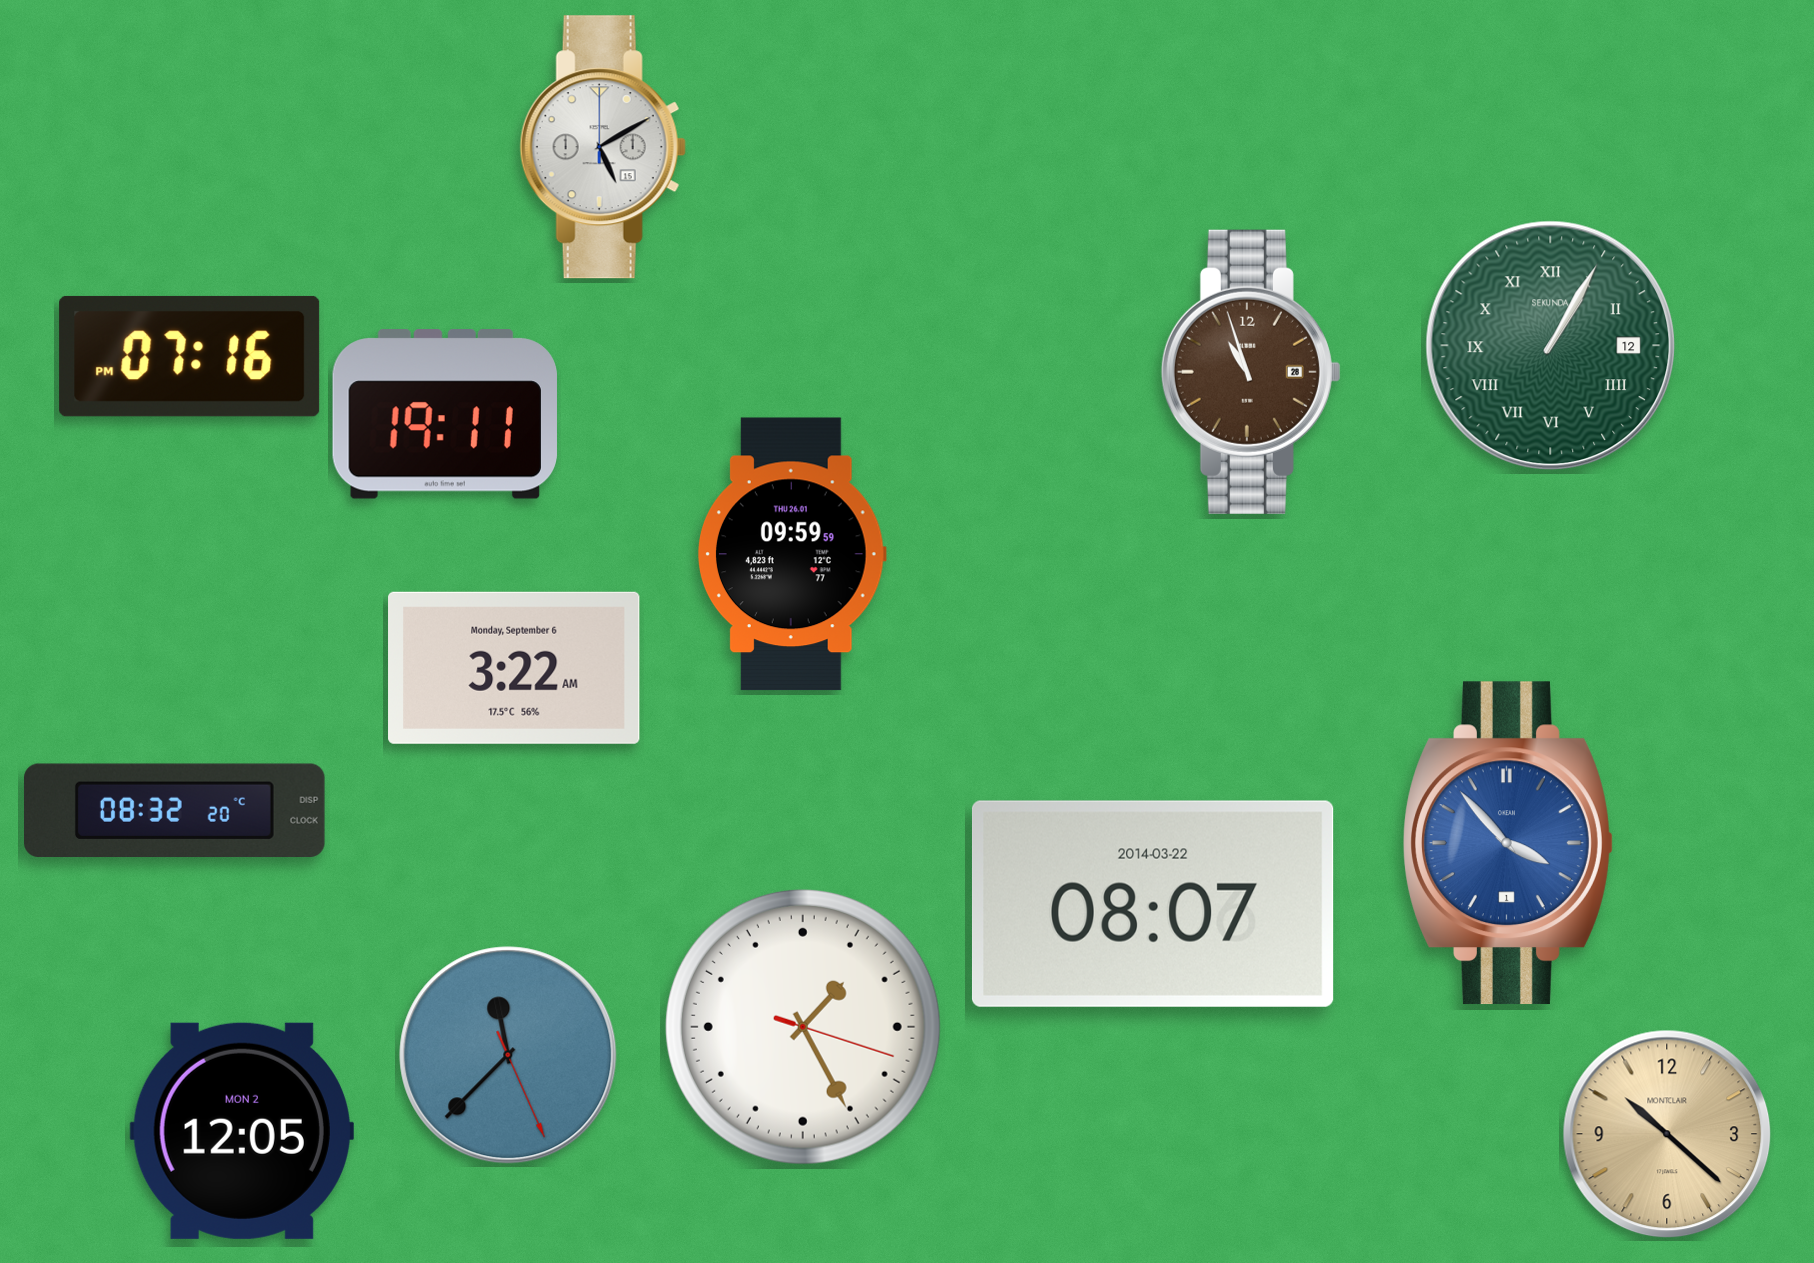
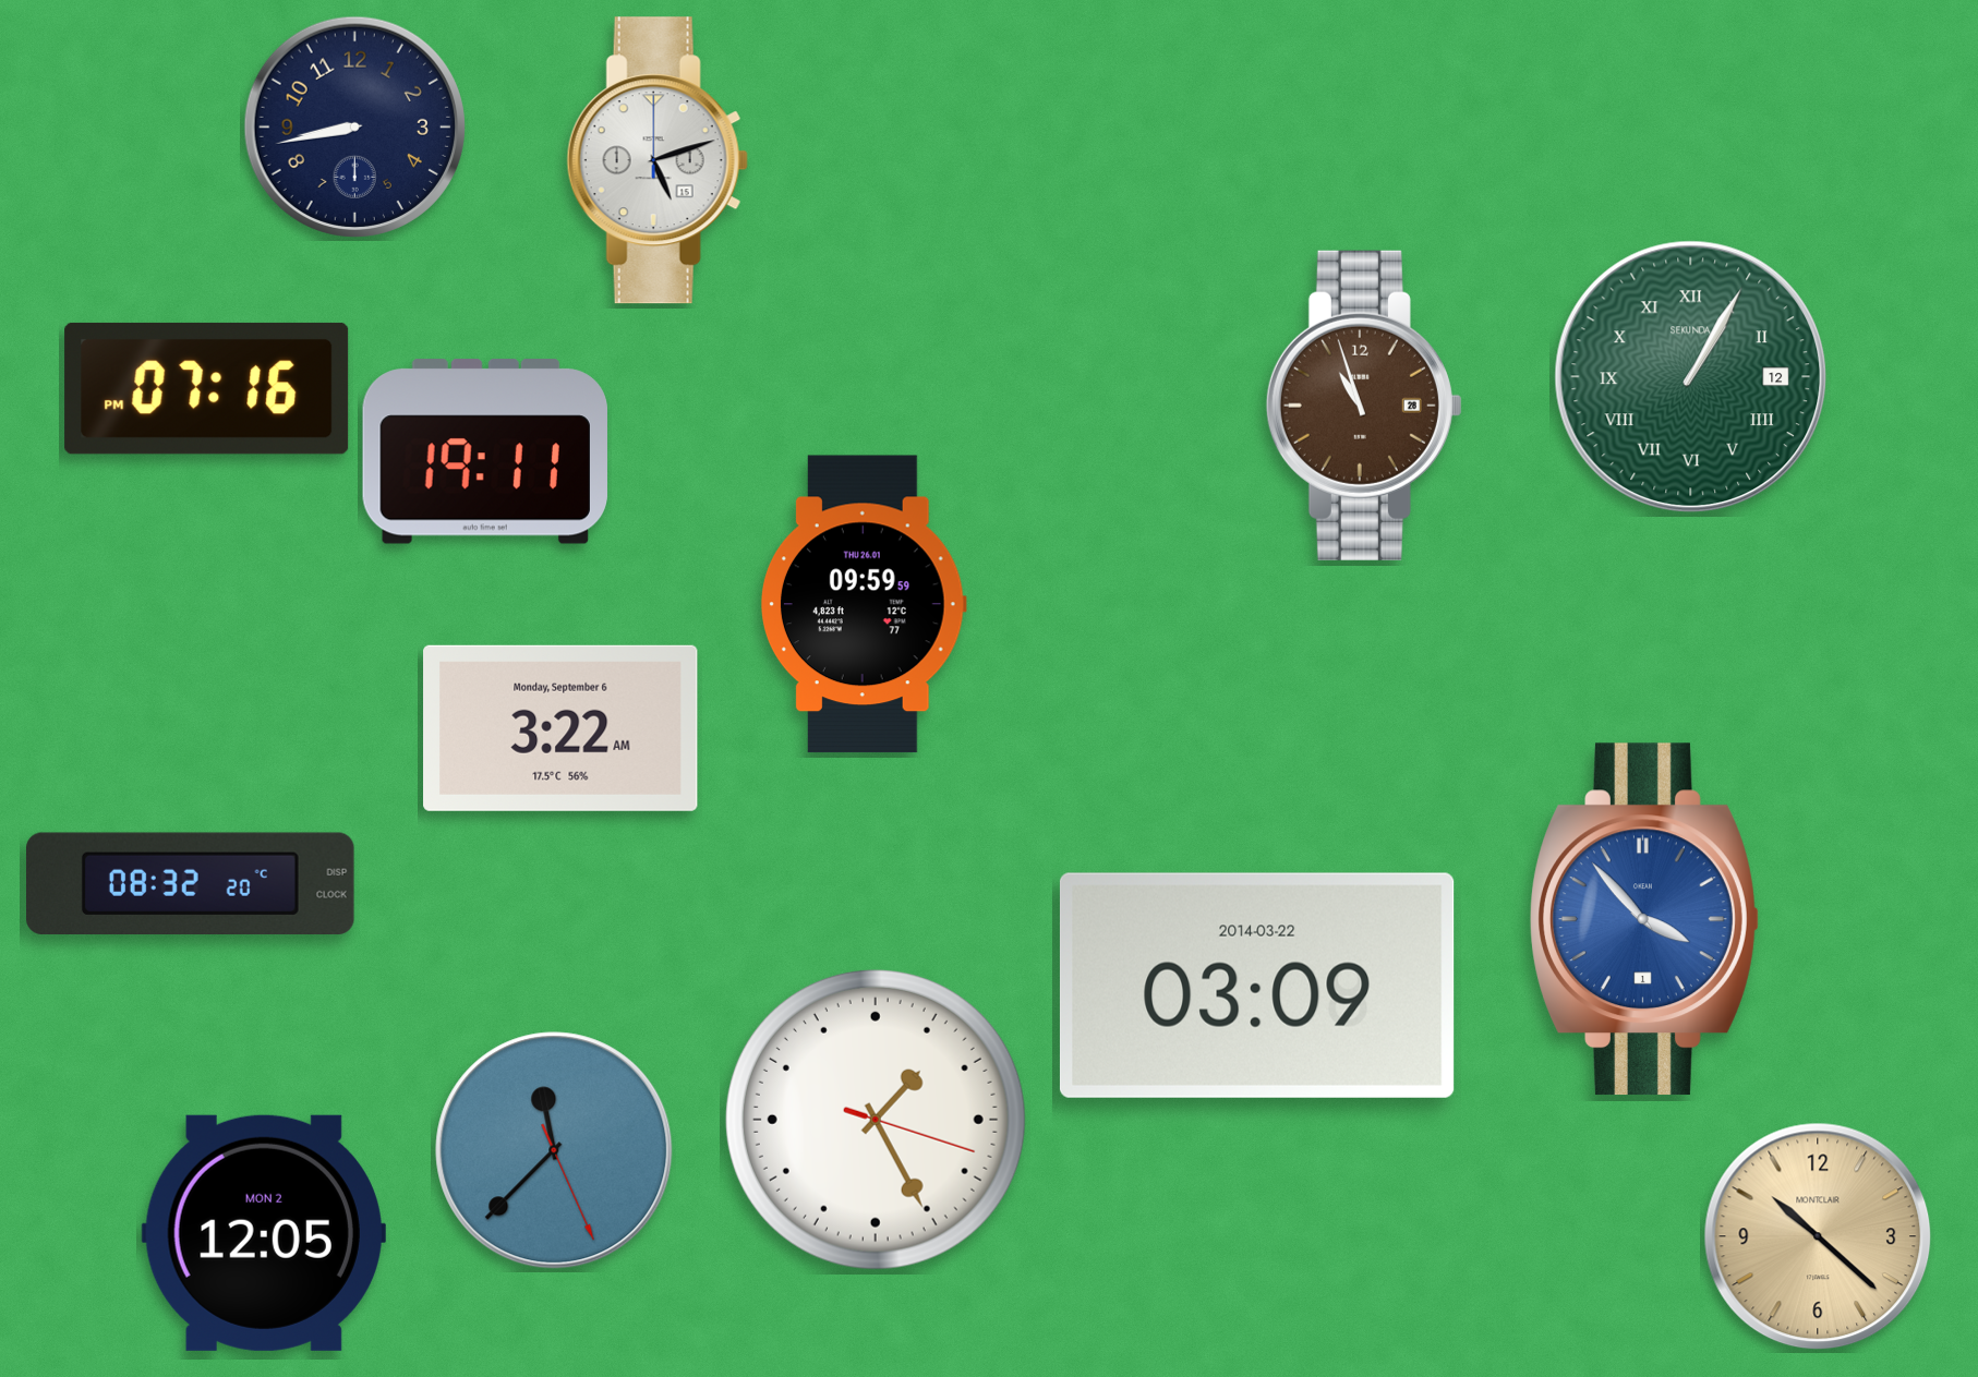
clock at (354, 126): none -> 8:43
clock at (603, 147): 5:10 -> 5:12
clock at (1153, 904): 08:07 -> 03:09
